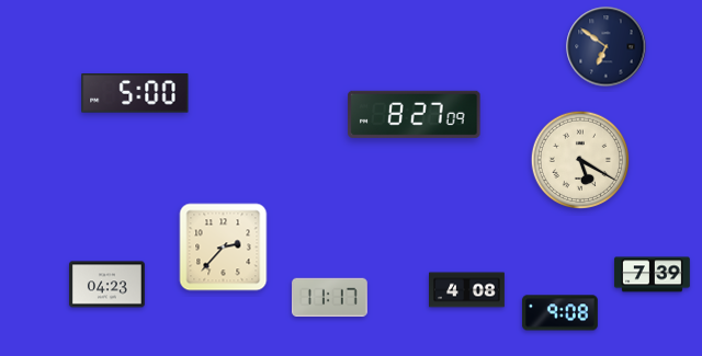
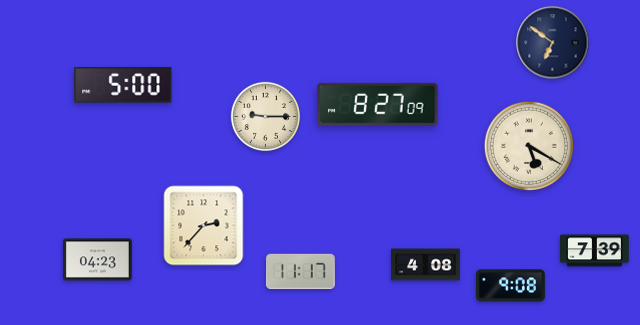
clock at (265, 116): none -> 9:15
